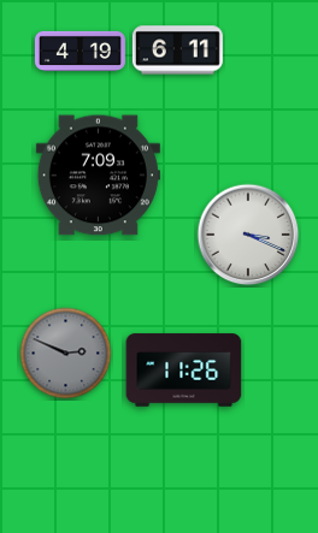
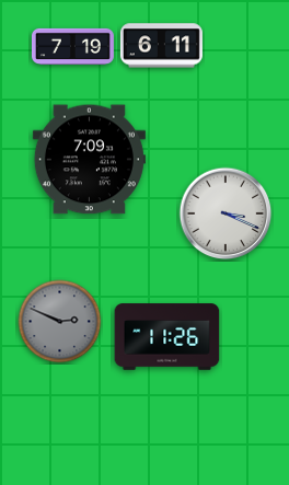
clock at (79, 51): 4:19 -> 7:19
